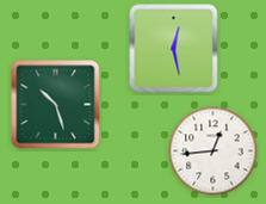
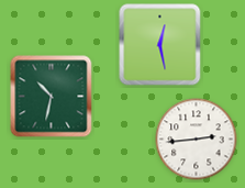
clock at (56, 105): 10:27 -> 10:32
clock at (214, 152): 12:44 -> 2:44
